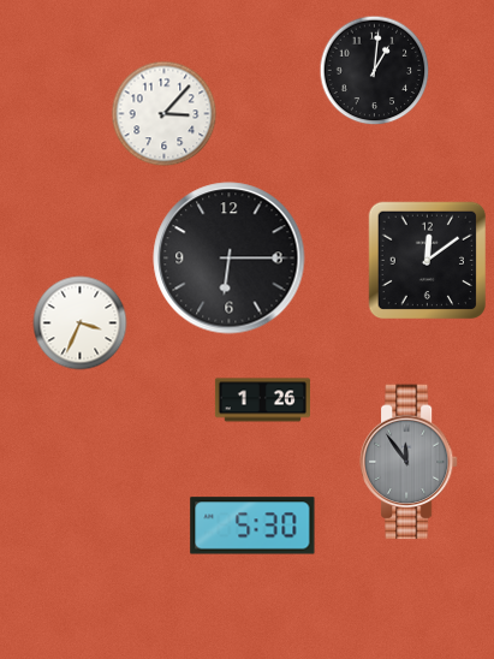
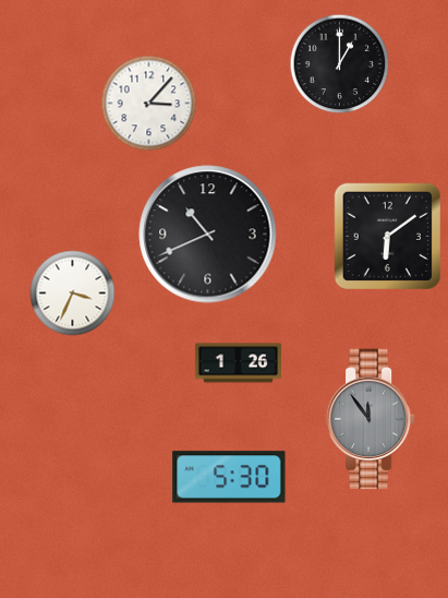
clock at (375, 71): 1:01 -> 1:00
clock at (230, 259): 6:15 -> 10:41
clock at (428, 261): 12:09 -> 6:09
